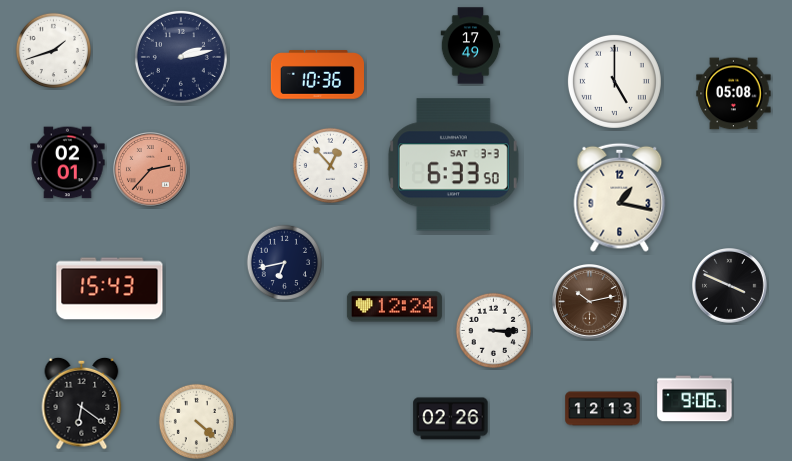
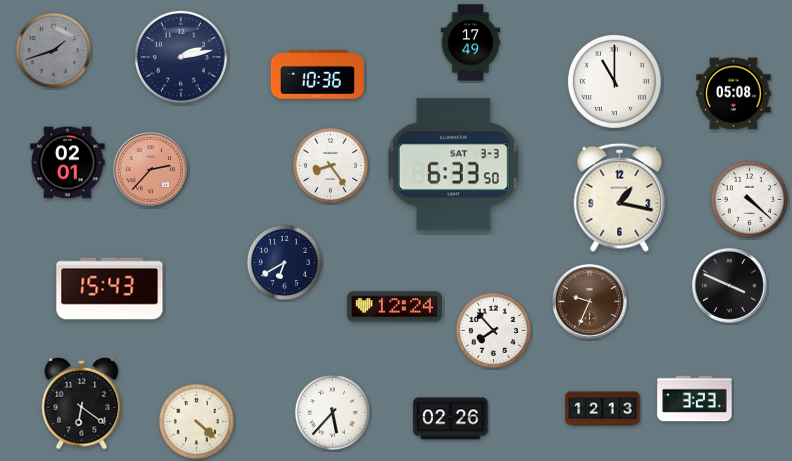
clock at (471, 46) position: (471, 46) -> (471, 43)
clock at (53, 50) dial: white -> grey
clock at (614, 81): 5:00 -> 11:00
clock at (330, 165): 12:53 -> 8:24
clock at (749, 199): none -> 4:22
clock at (284, 262): 6:43 -> 6:40
clock at (590, 302): 10:13 -> 9:34
clock at (493, 330): 3:15 -> 7:53
clock at (695, 399): 9:06 -> 3:23
clock at (332, 412): none -> 5:37
